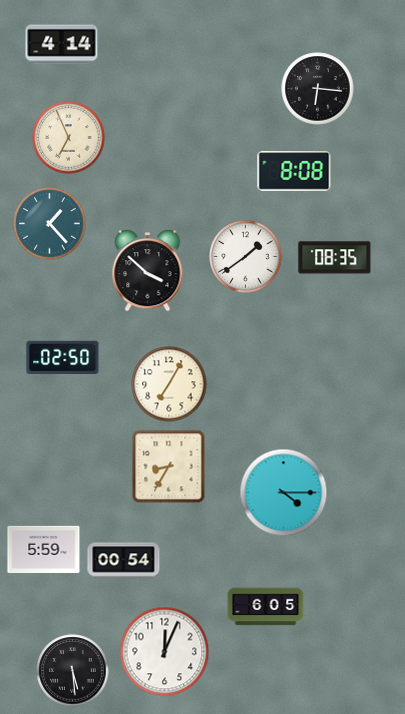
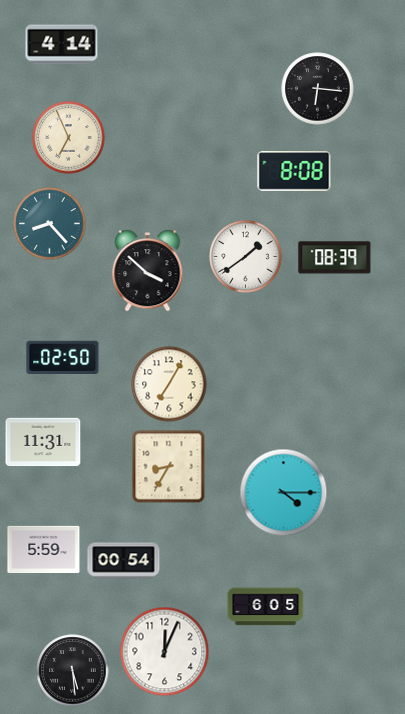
clock at (50, 224): 1:23 -> 8:23
clock at (335, 258): 08:35 -> 08:39
clock at (43, 442): none -> 11:31
